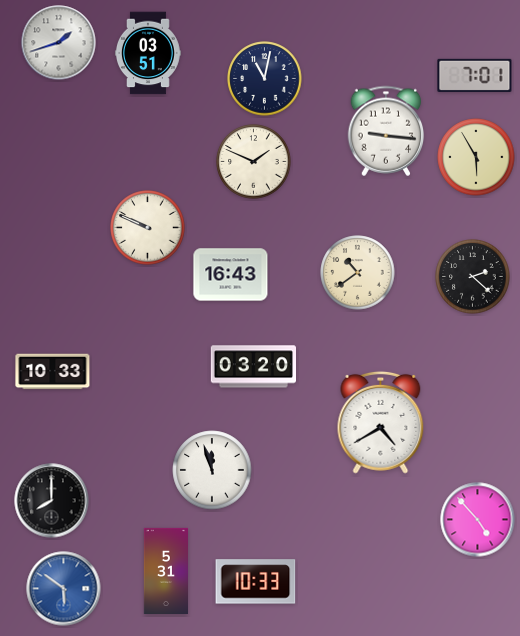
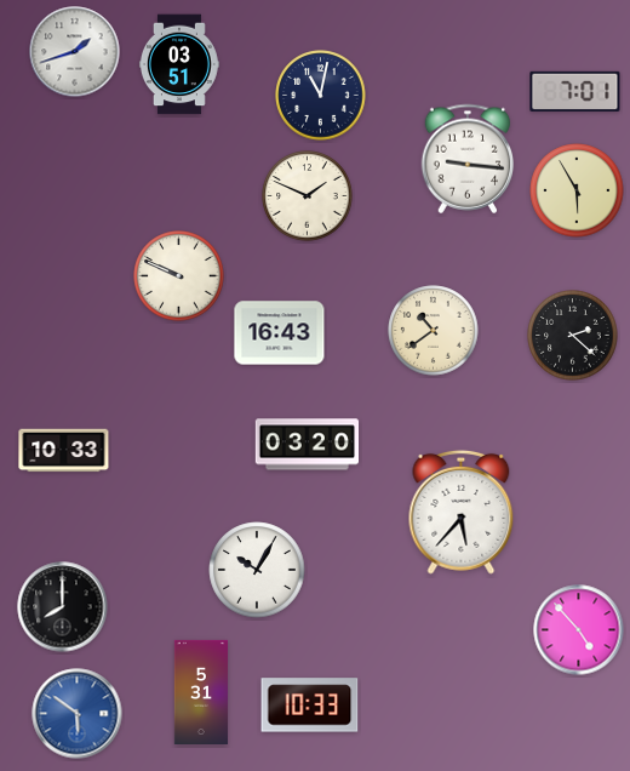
clock at (59, 43) position: (59, 43) -> (75, 52)
clock at (381, 422): 4:40 -> 5:37
clock at (212, 470): 11:57 -> 10:05
